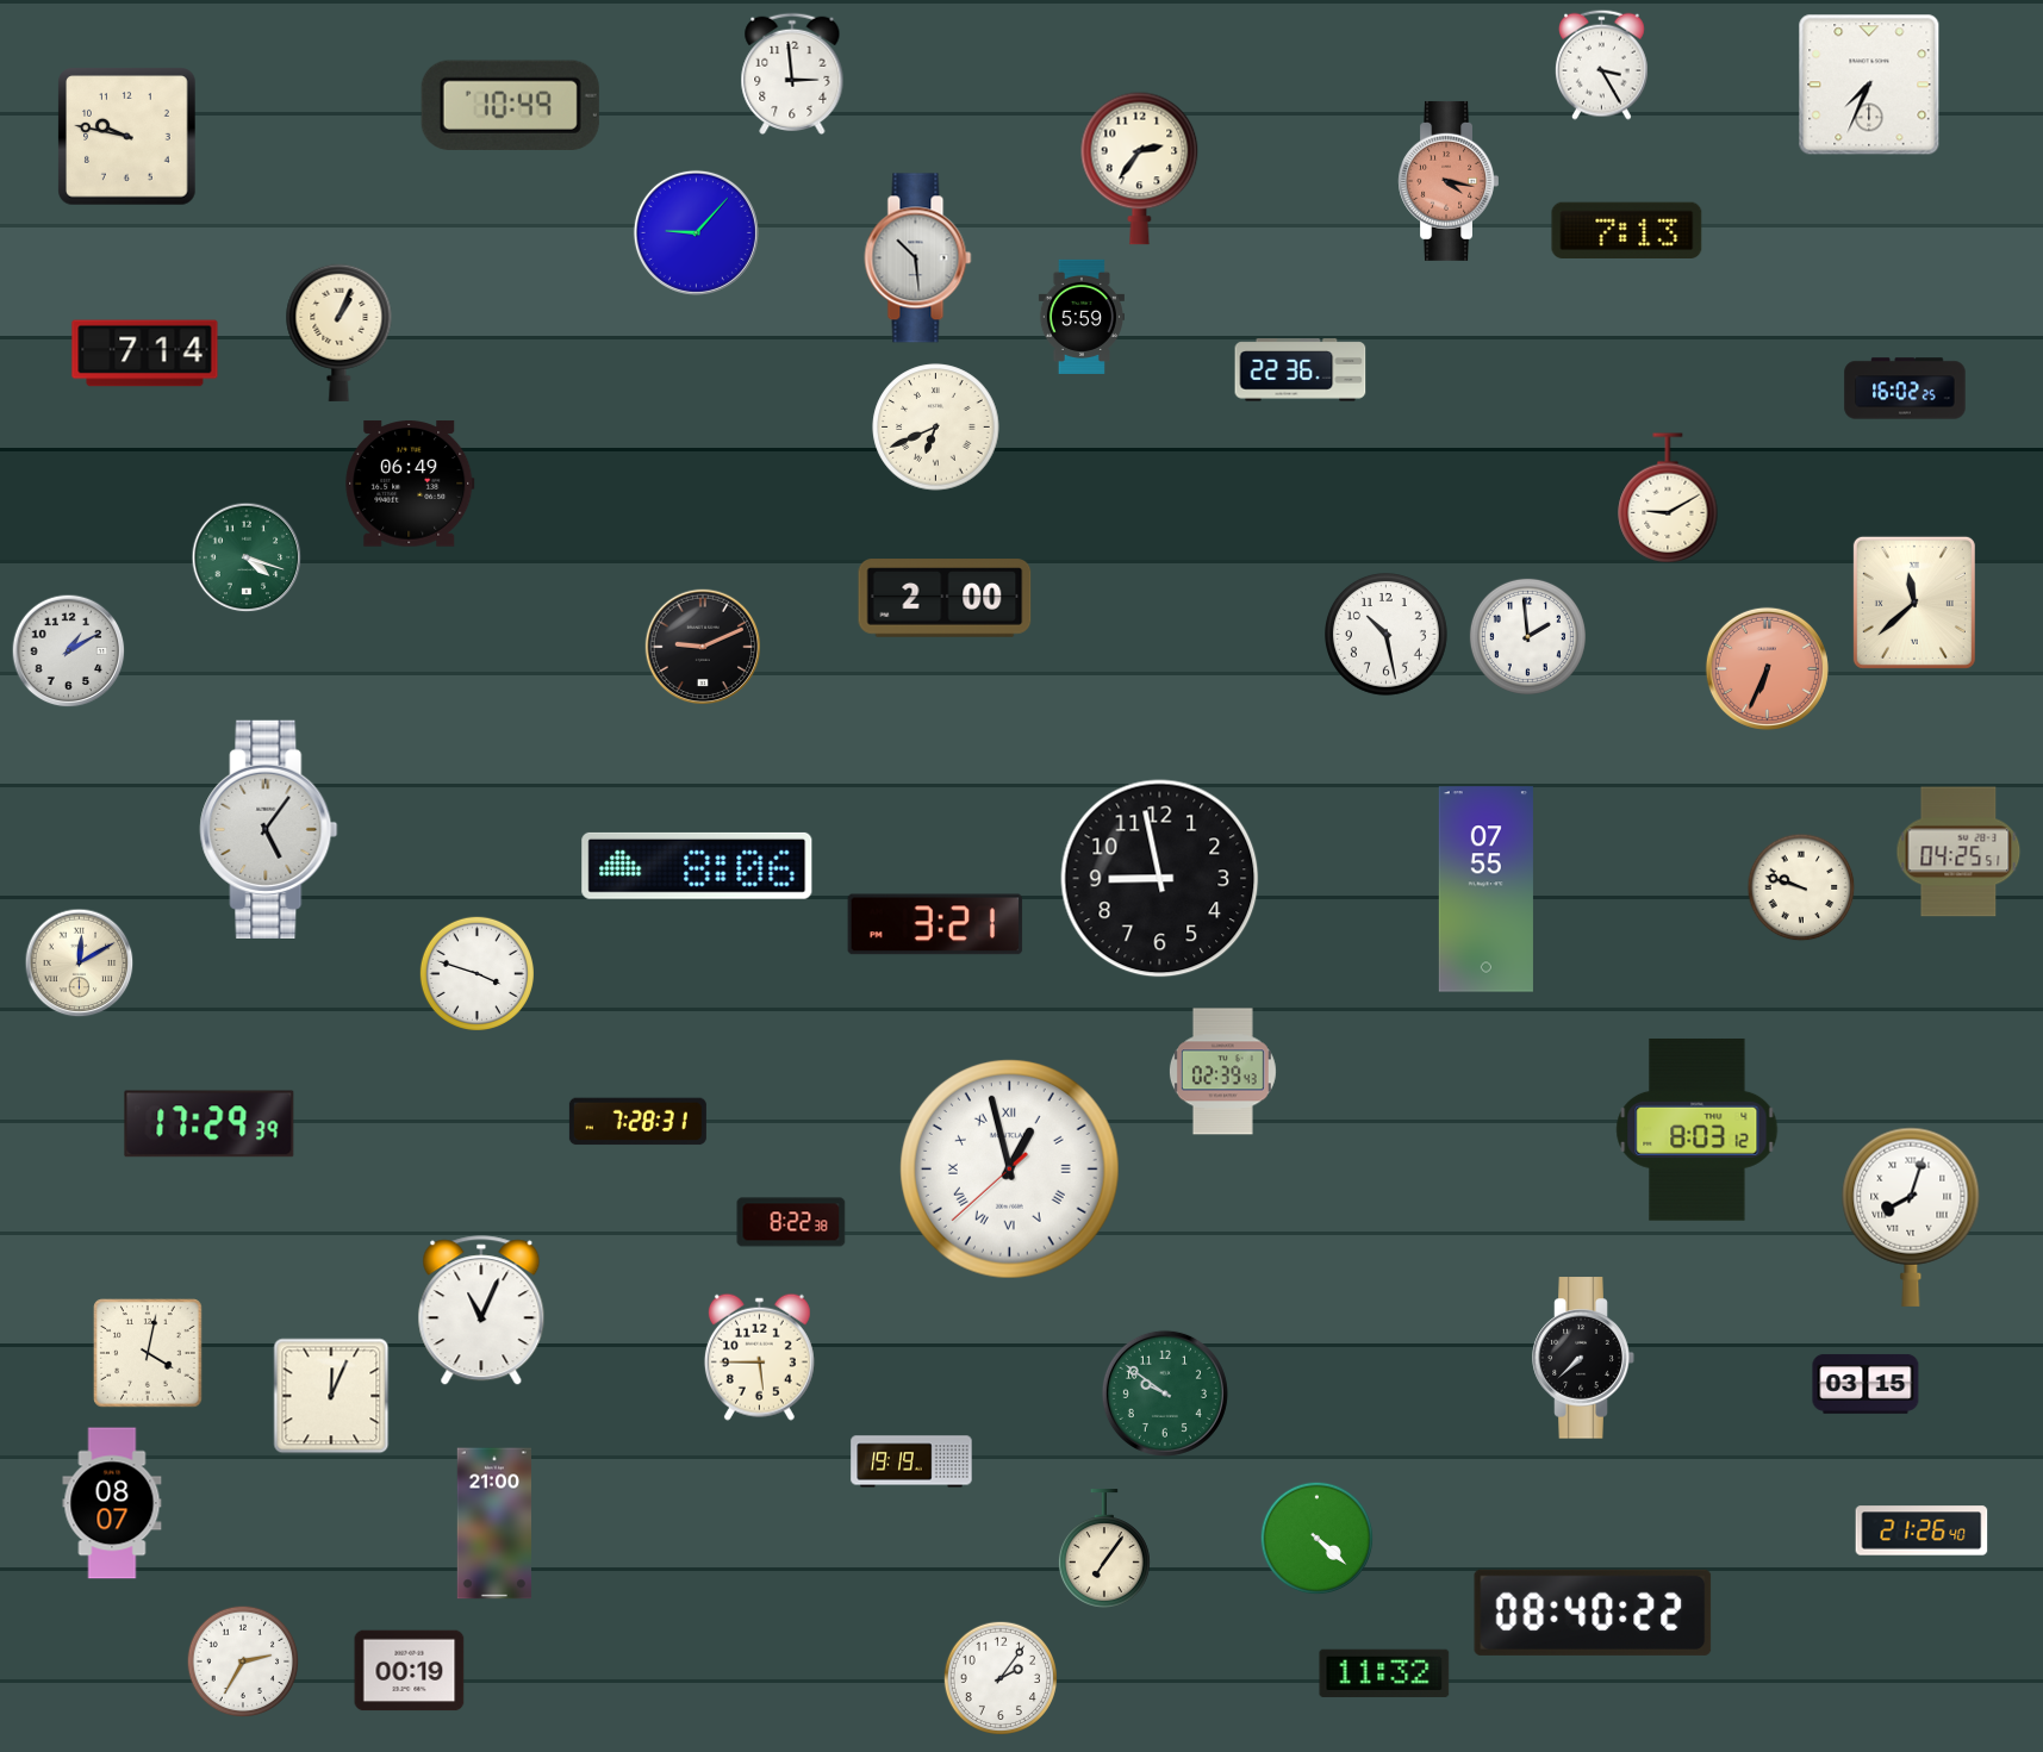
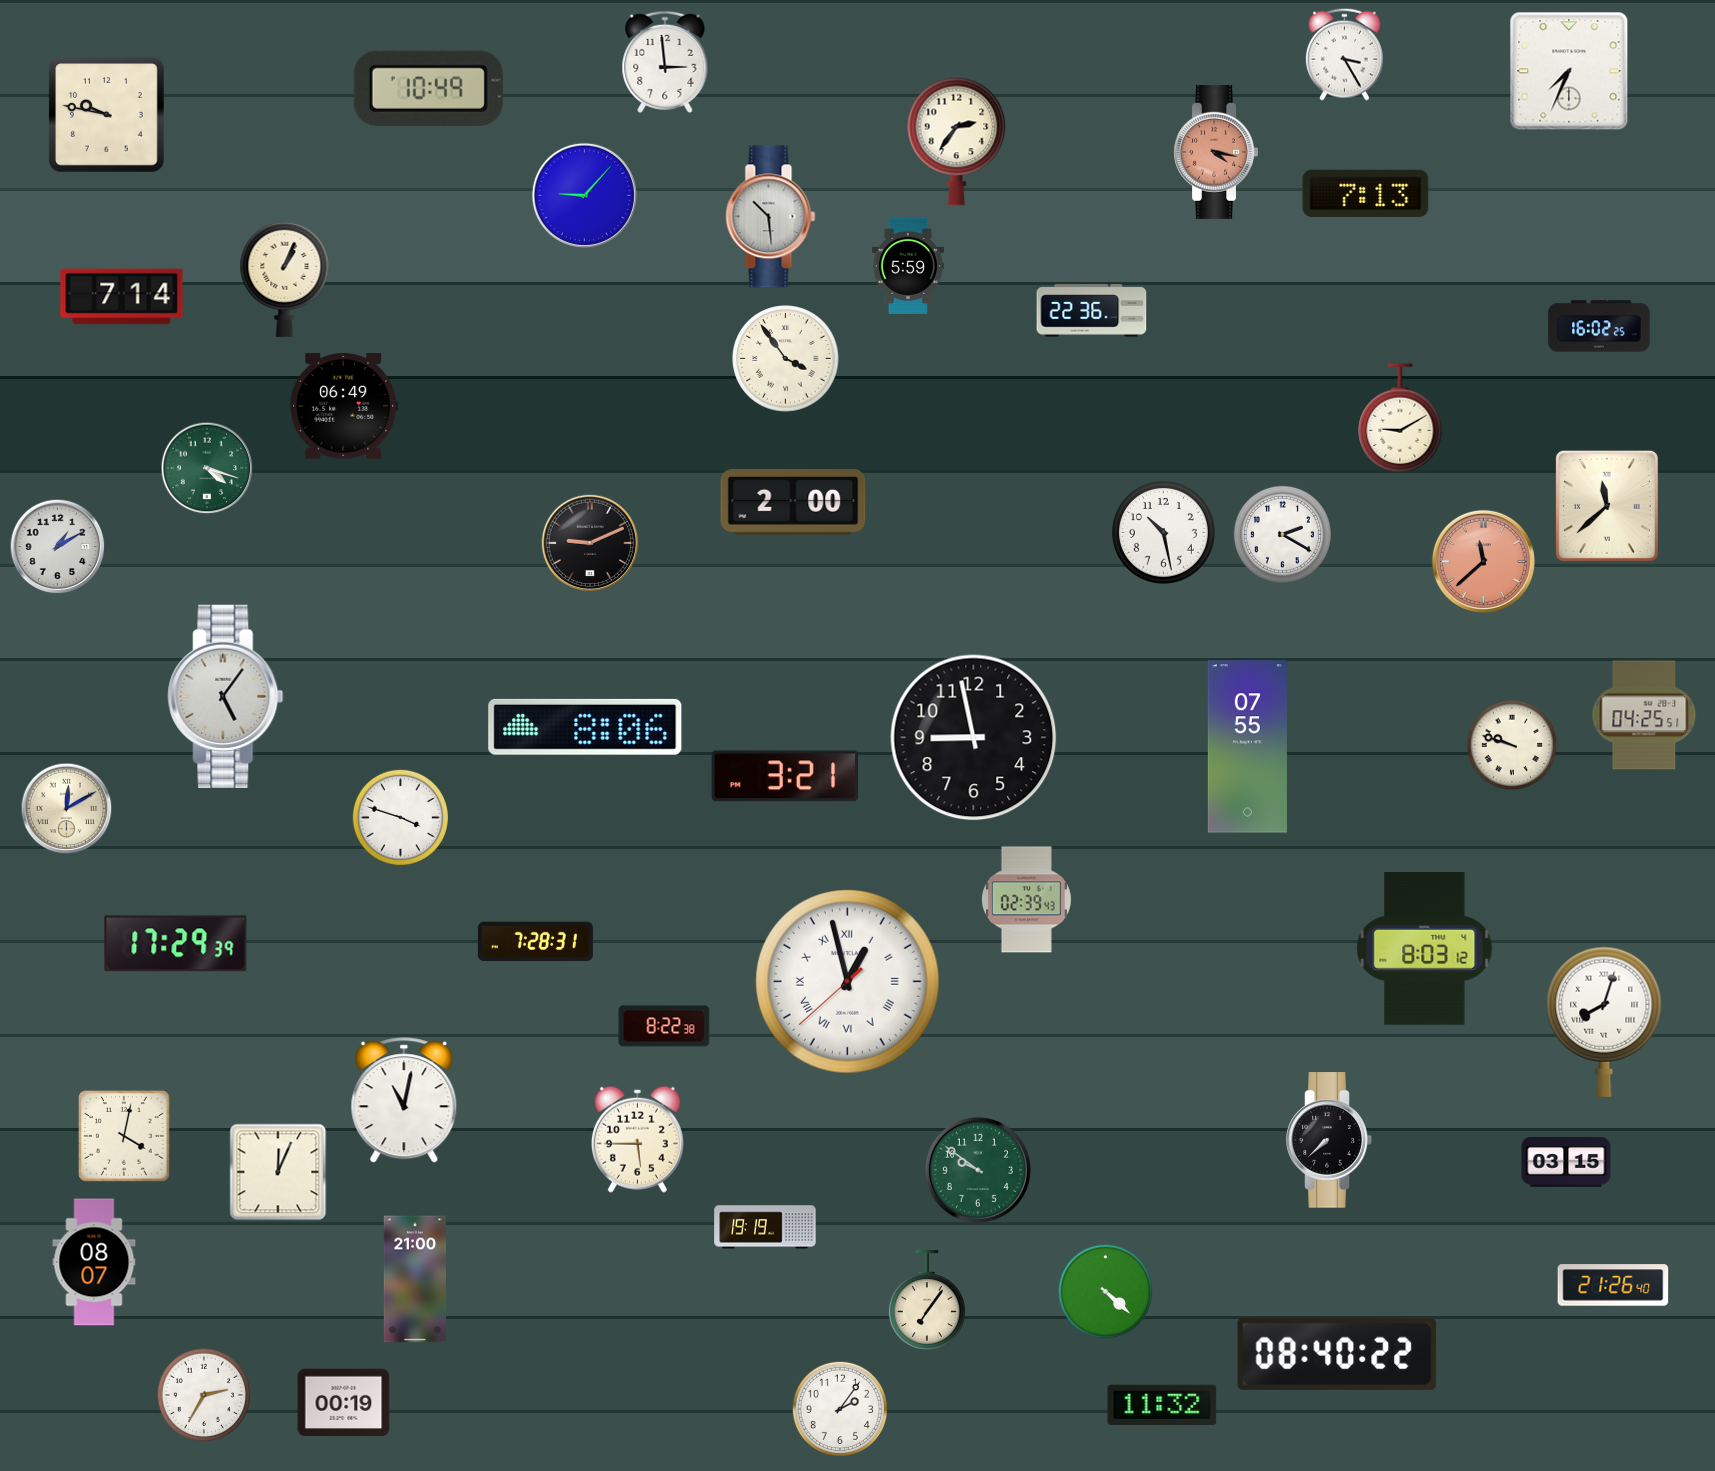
clock at (936, 428): 6:41 -> 3:54
clock at (1527, 636): 1:59 -> 2:20
clock at (1767, 668): 6:34 -> 11:38
clock at (481, 1311): 11:04 -> 11:02
